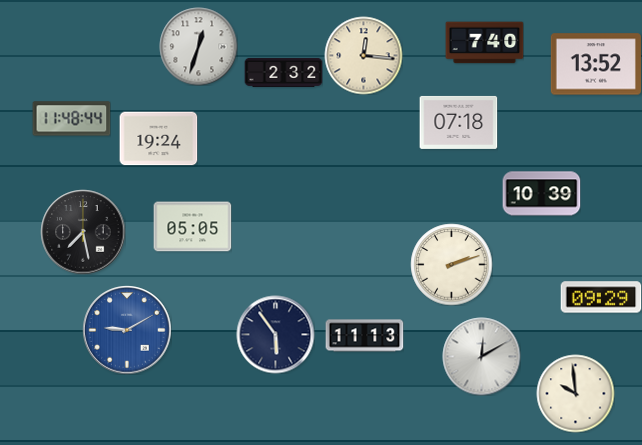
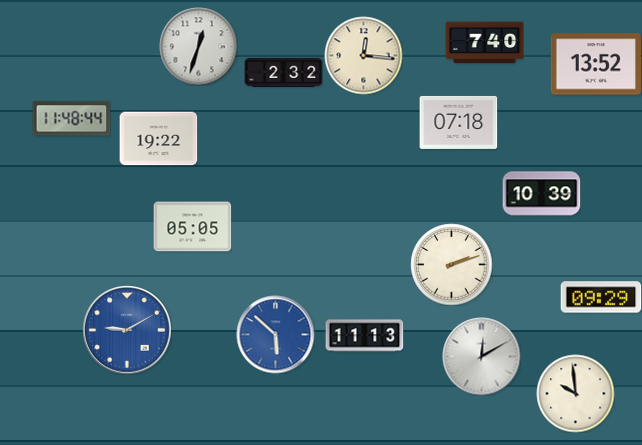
clock at (158, 139): 19:24 -> 19:22
clock at (83, 232): 7:28 -> none
clock at (275, 334): 5:54 -> 5:52
clock at (275, 334) dial: navy -> blue
